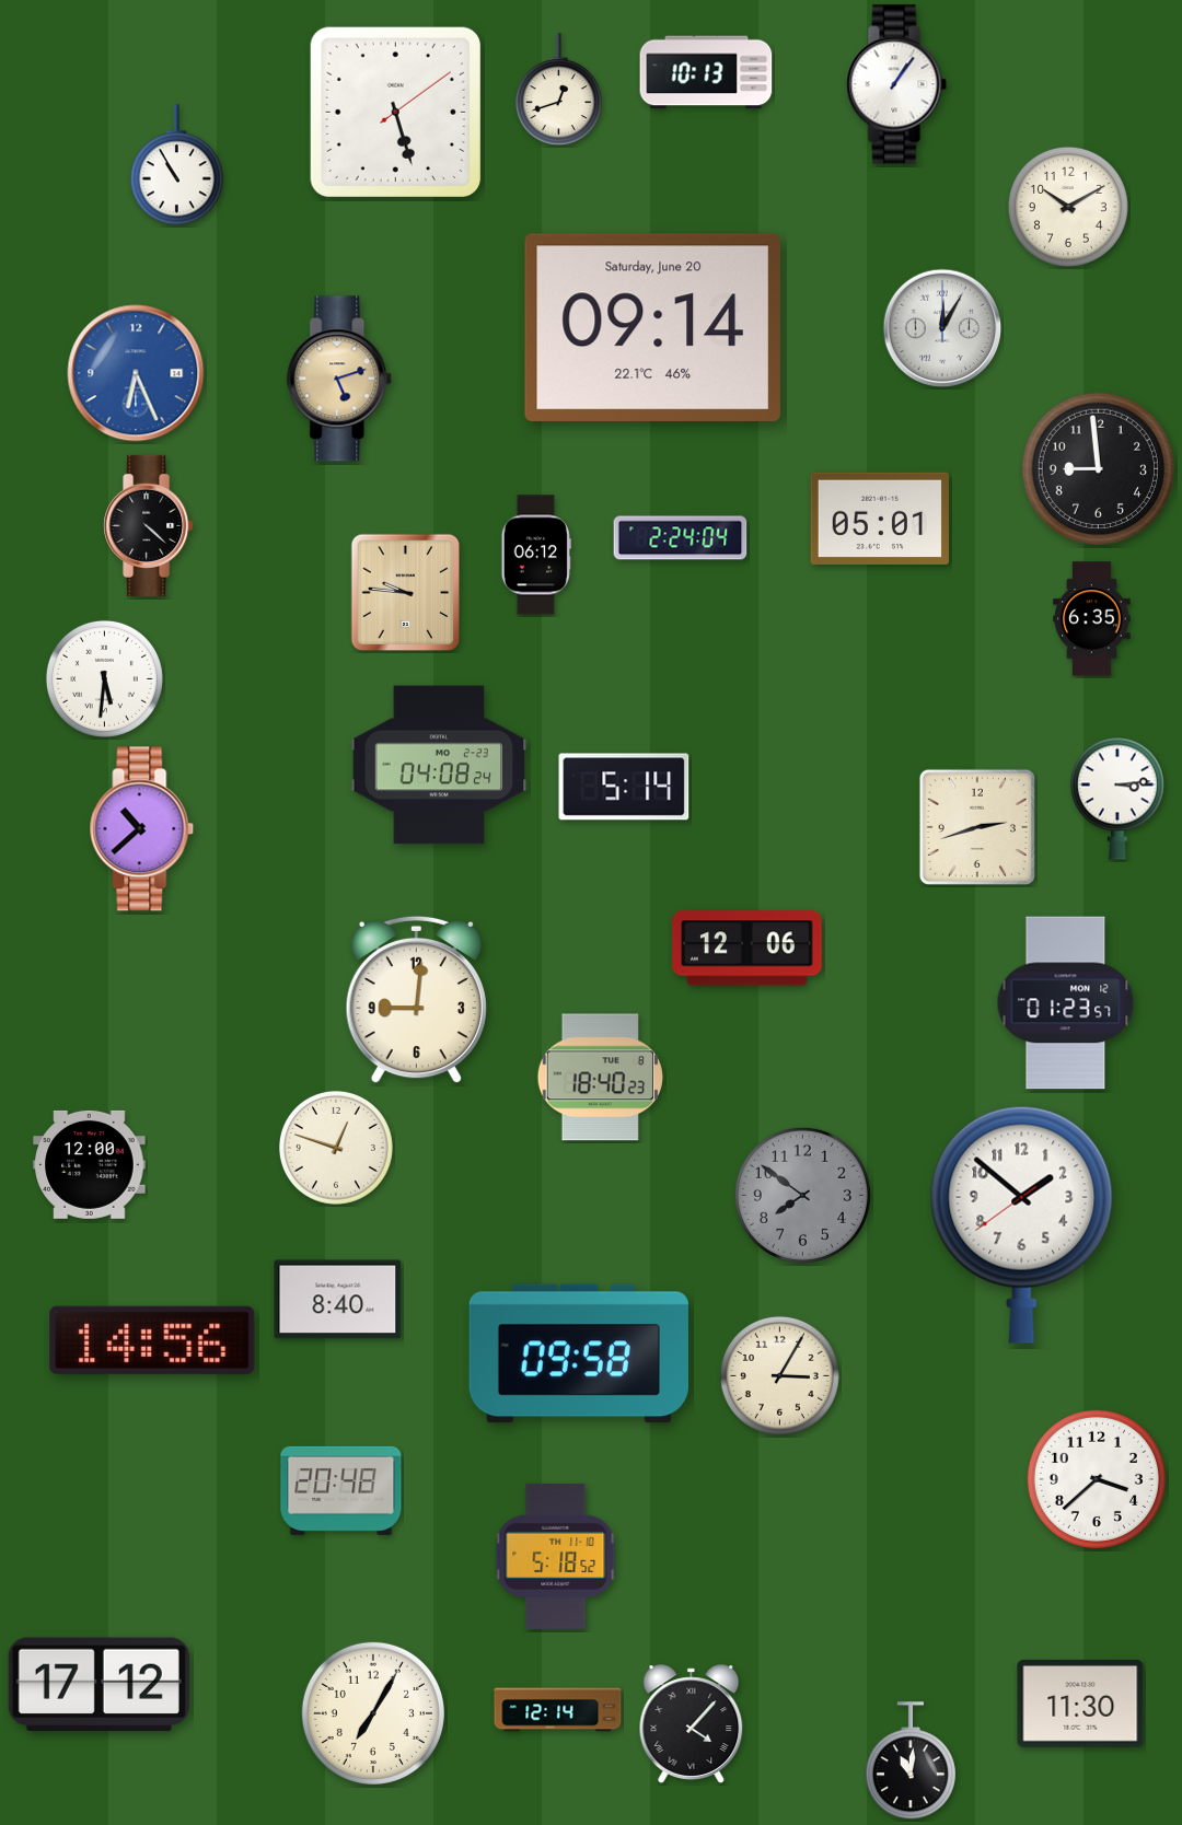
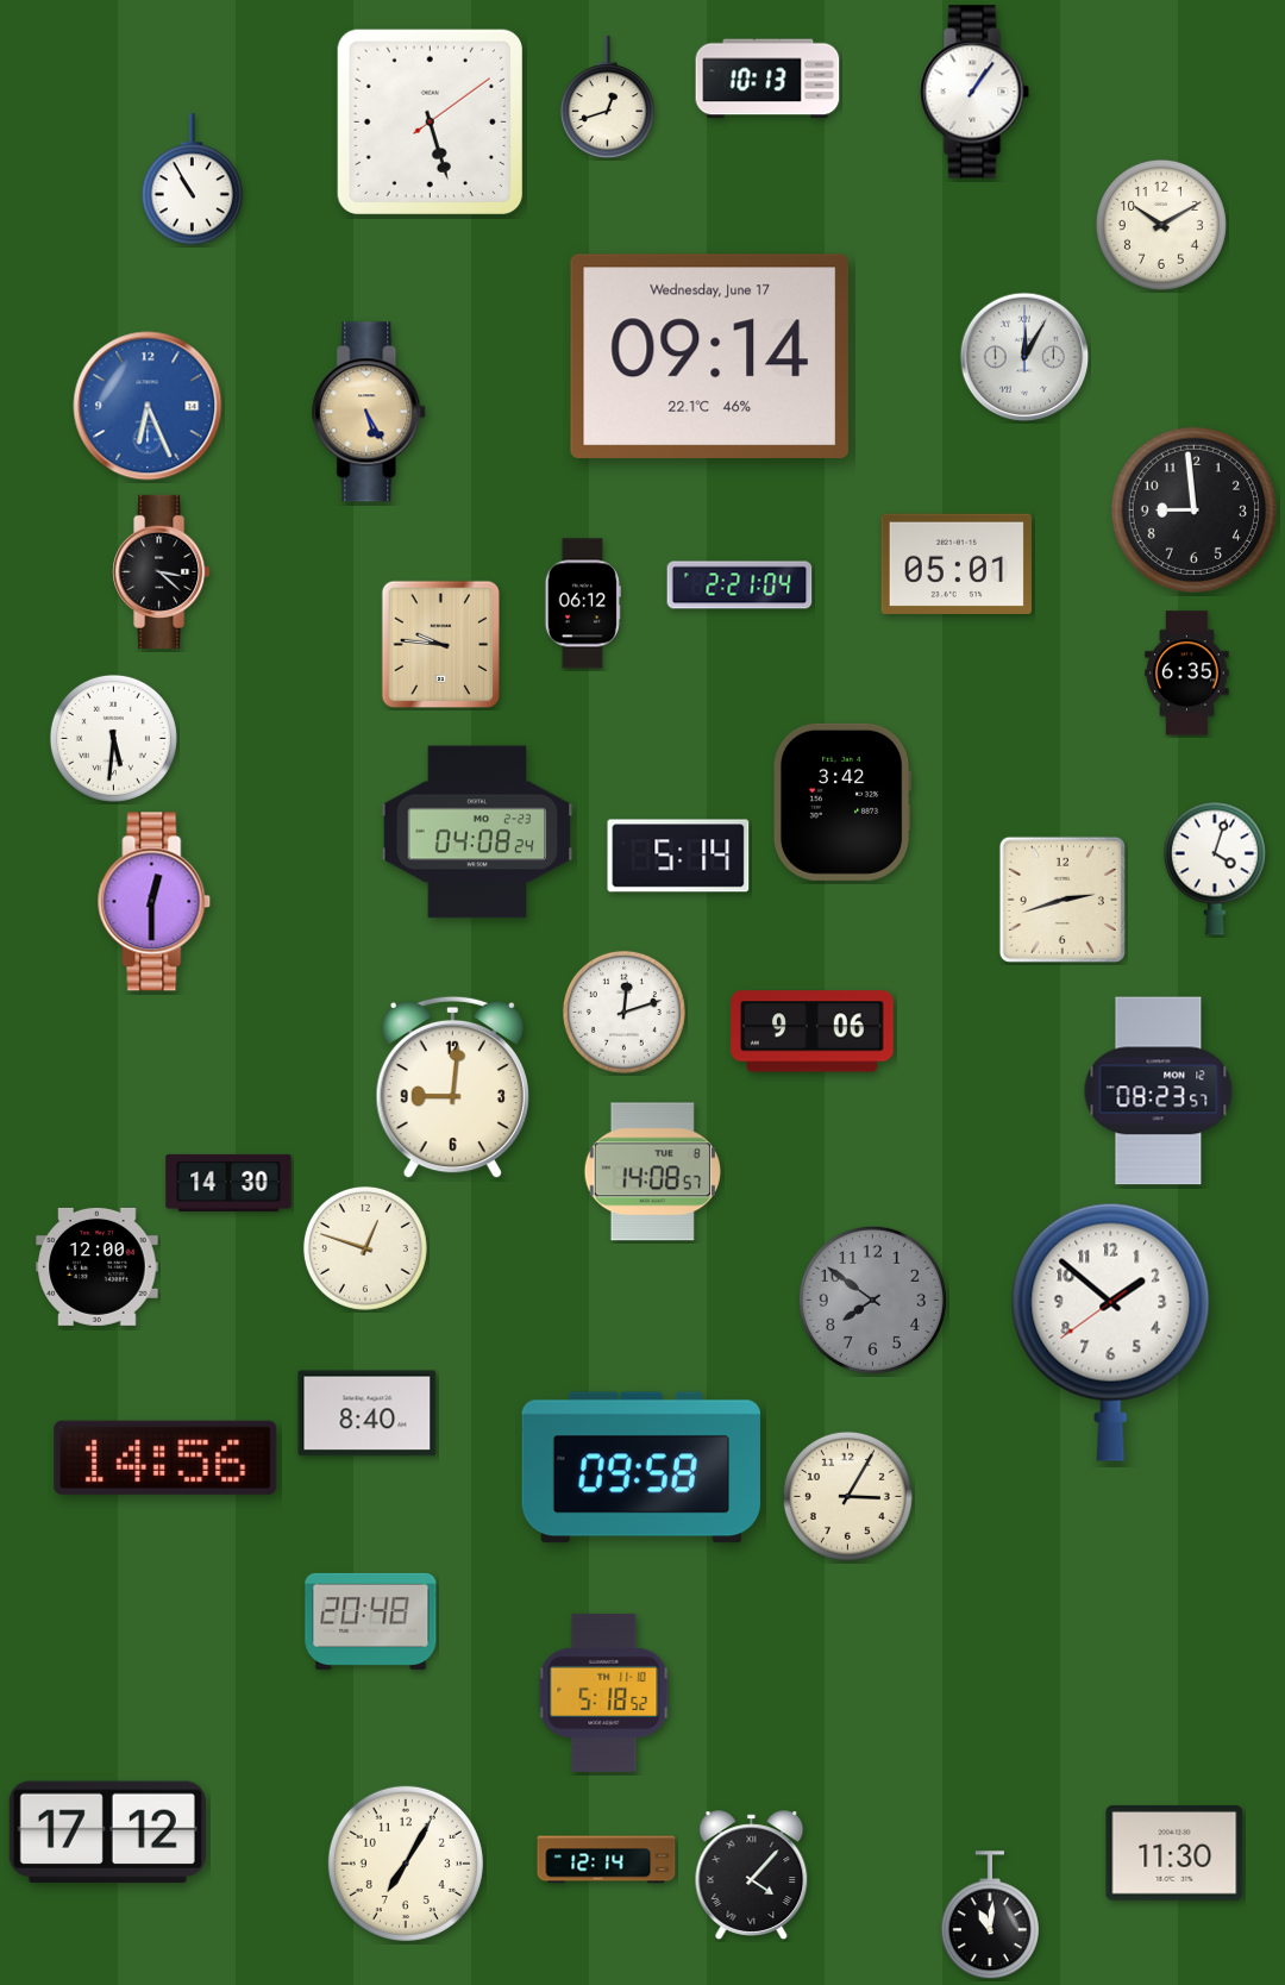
clock at (652, 327) date: Saturday, June 20 -> Wednesday, June 17
clock at (340, 379): 5:12 -> 5:25
clock at (149, 525): 4:22 -> 3:22
clock at (681, 538): 2:24 -> 2:21
clock at (842, 802): none -> 3:42
clock at (1117, 799): 3:14 -> 4:03
clock at (142, 829): 10:38 -> 12:30
clock at (623, 1012): none -> 12:12
clock at (748, 949): 12:06 -> 9:06
clock at (1066, 1003): 01:23 -> 08:23
clock at (600, 1078): 18:40 -> 14:08
clock at (228, 1183): none -> 14:30
clock at (579, 1353) position: (579, 1353) -> (641, 1467)
clock at (1097, 1479): 3:38 -> none
